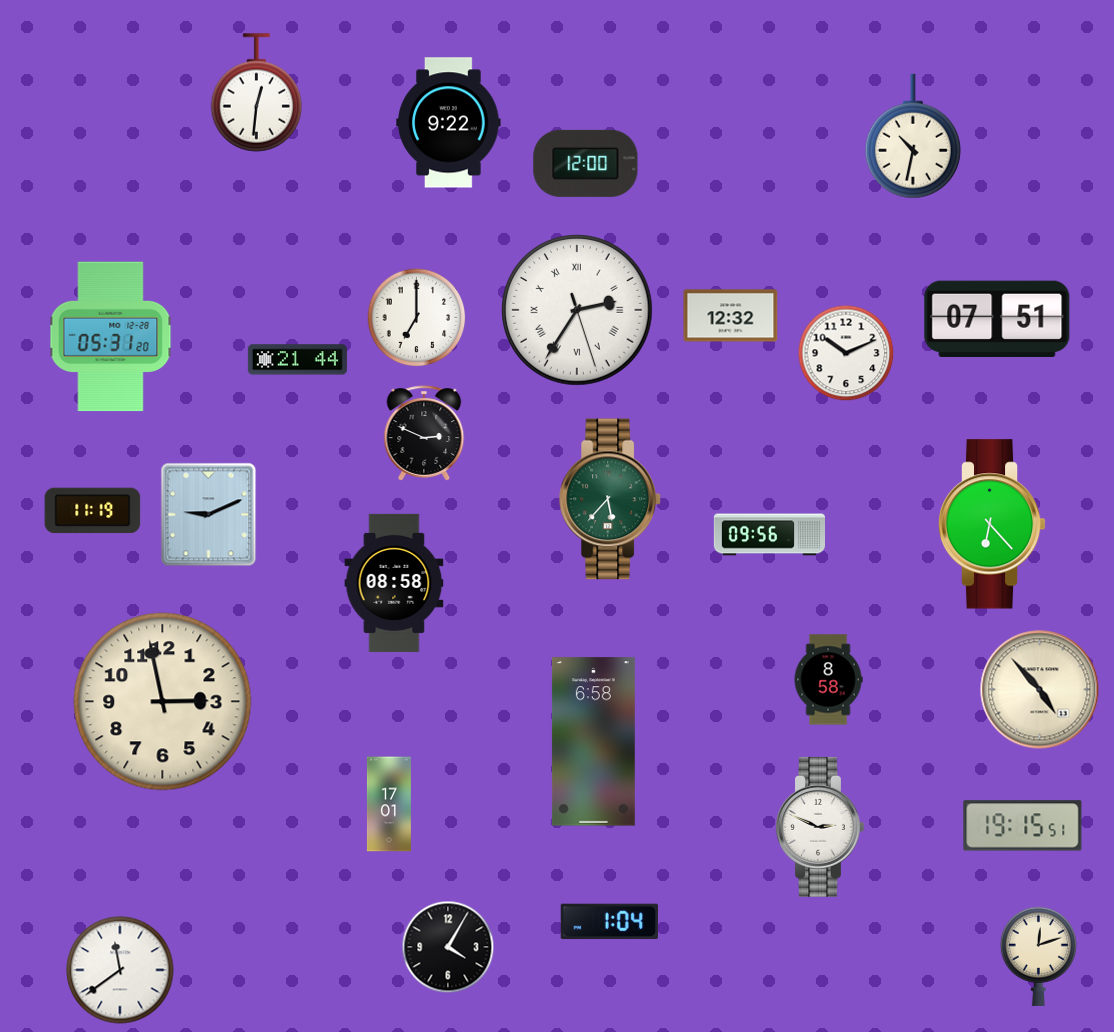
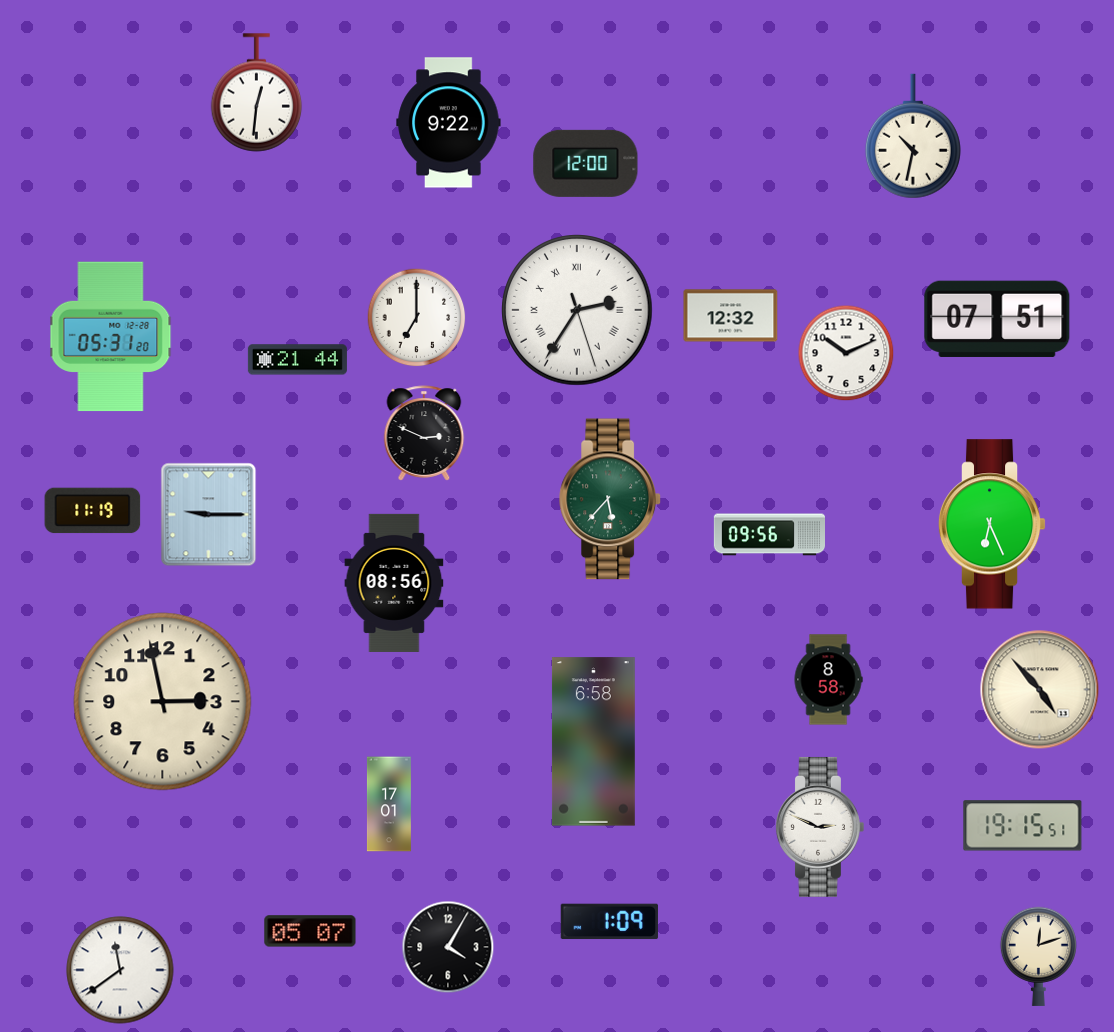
clock at (209, 515): 9:11 -> 9:15
clock at (992, 524): 6:23 -> 6:26
clock at (394, 583): 08:58 -> 08:56
clock at (609, 922): 1:04 -> 1:09
clock at (310, 931): none -> 05:07
